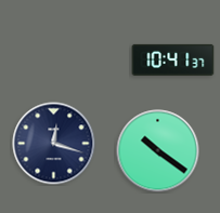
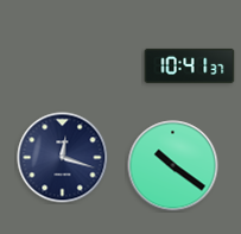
clock at (54, 144) position: (54, 144) -> (63, 158)
